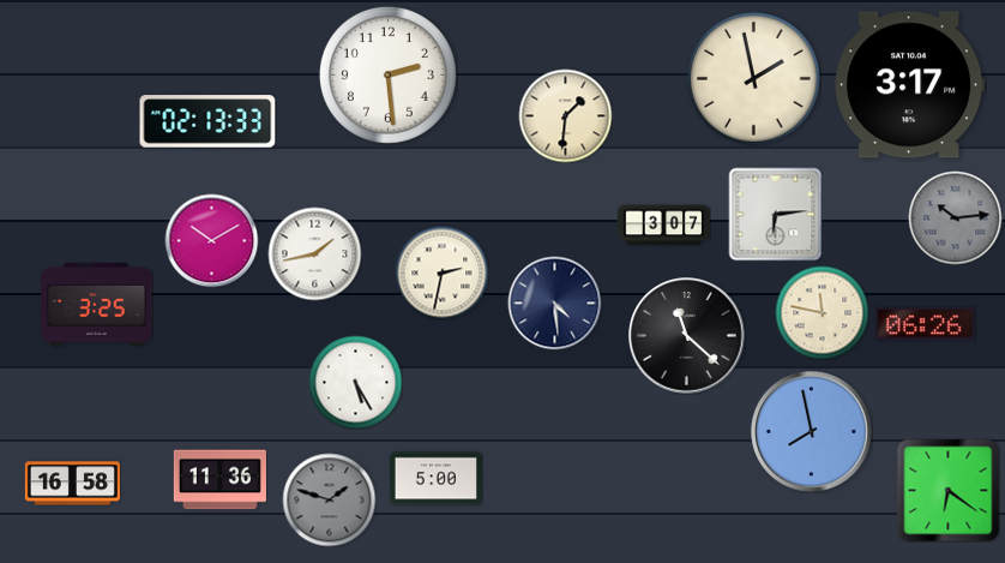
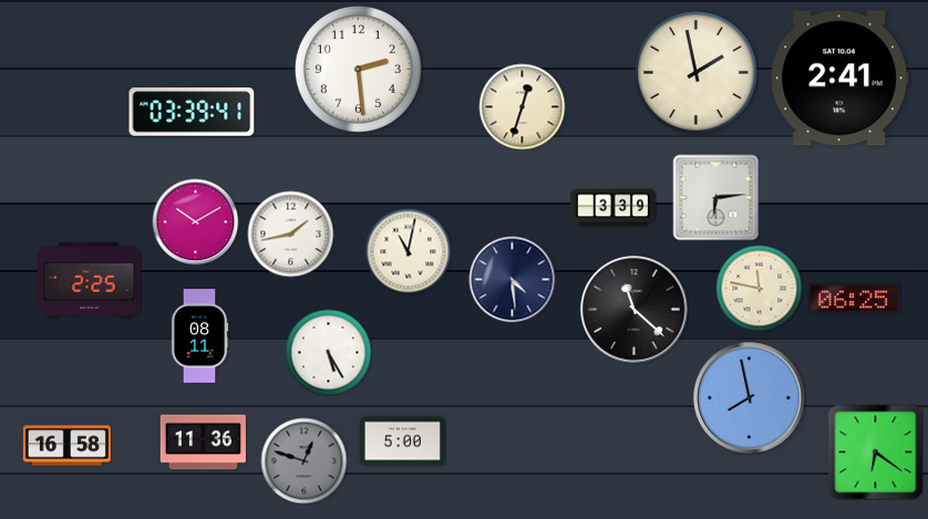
clock at (910, 85): 3:17 -> 2:41
clock at (565, 115): 1:31 -> 12:33
clock at (207, 121): 02:13 -> 03:39
clock at (955, 217): 10:14 -> none
clock at (663, 226): 3:07 -> 3:39
clock at (441, 272): 2:32 -> 11:02
clock at (97, 304): 3:25 -> 2:25
clock at (925, 324): 06:26 -> 06:25
clock at (199, 336): none -> 08:11
clock at (329, 499): 1:48 -> 12:48
